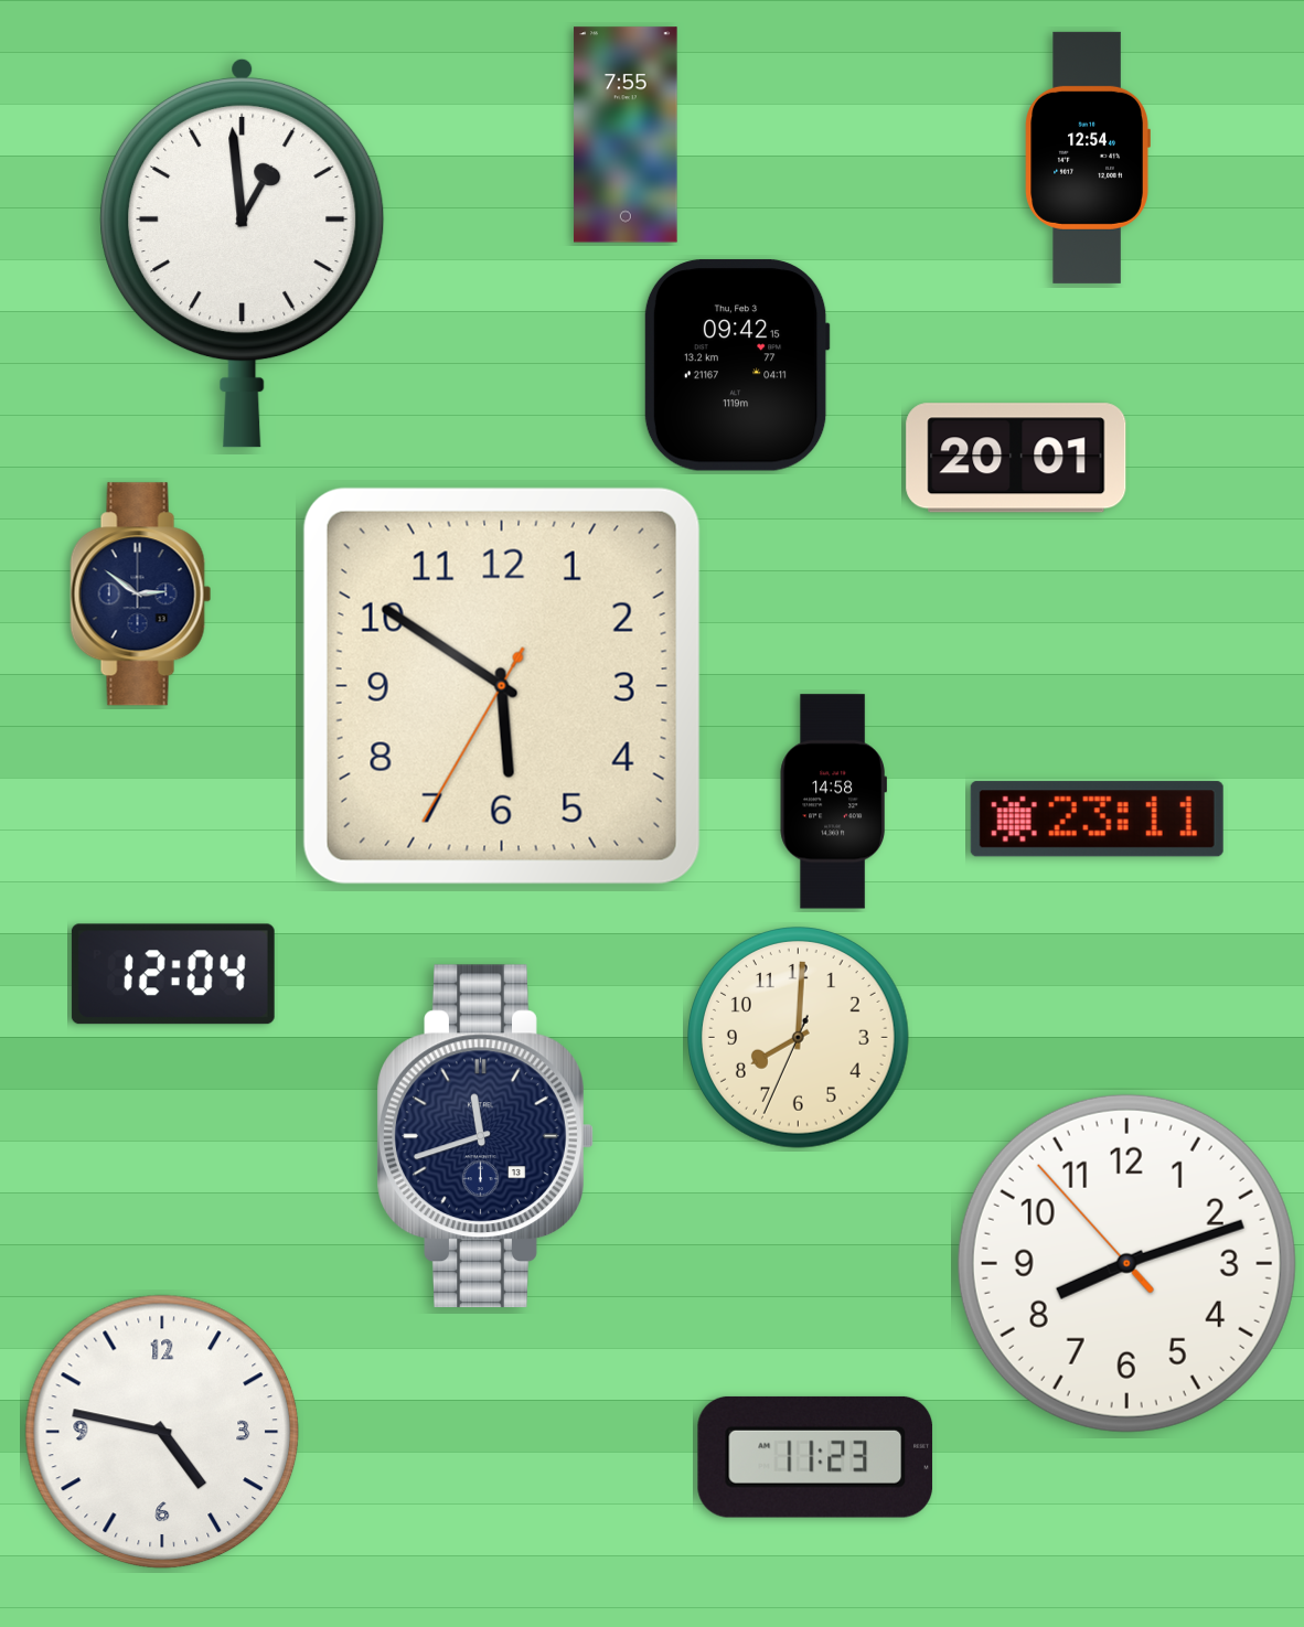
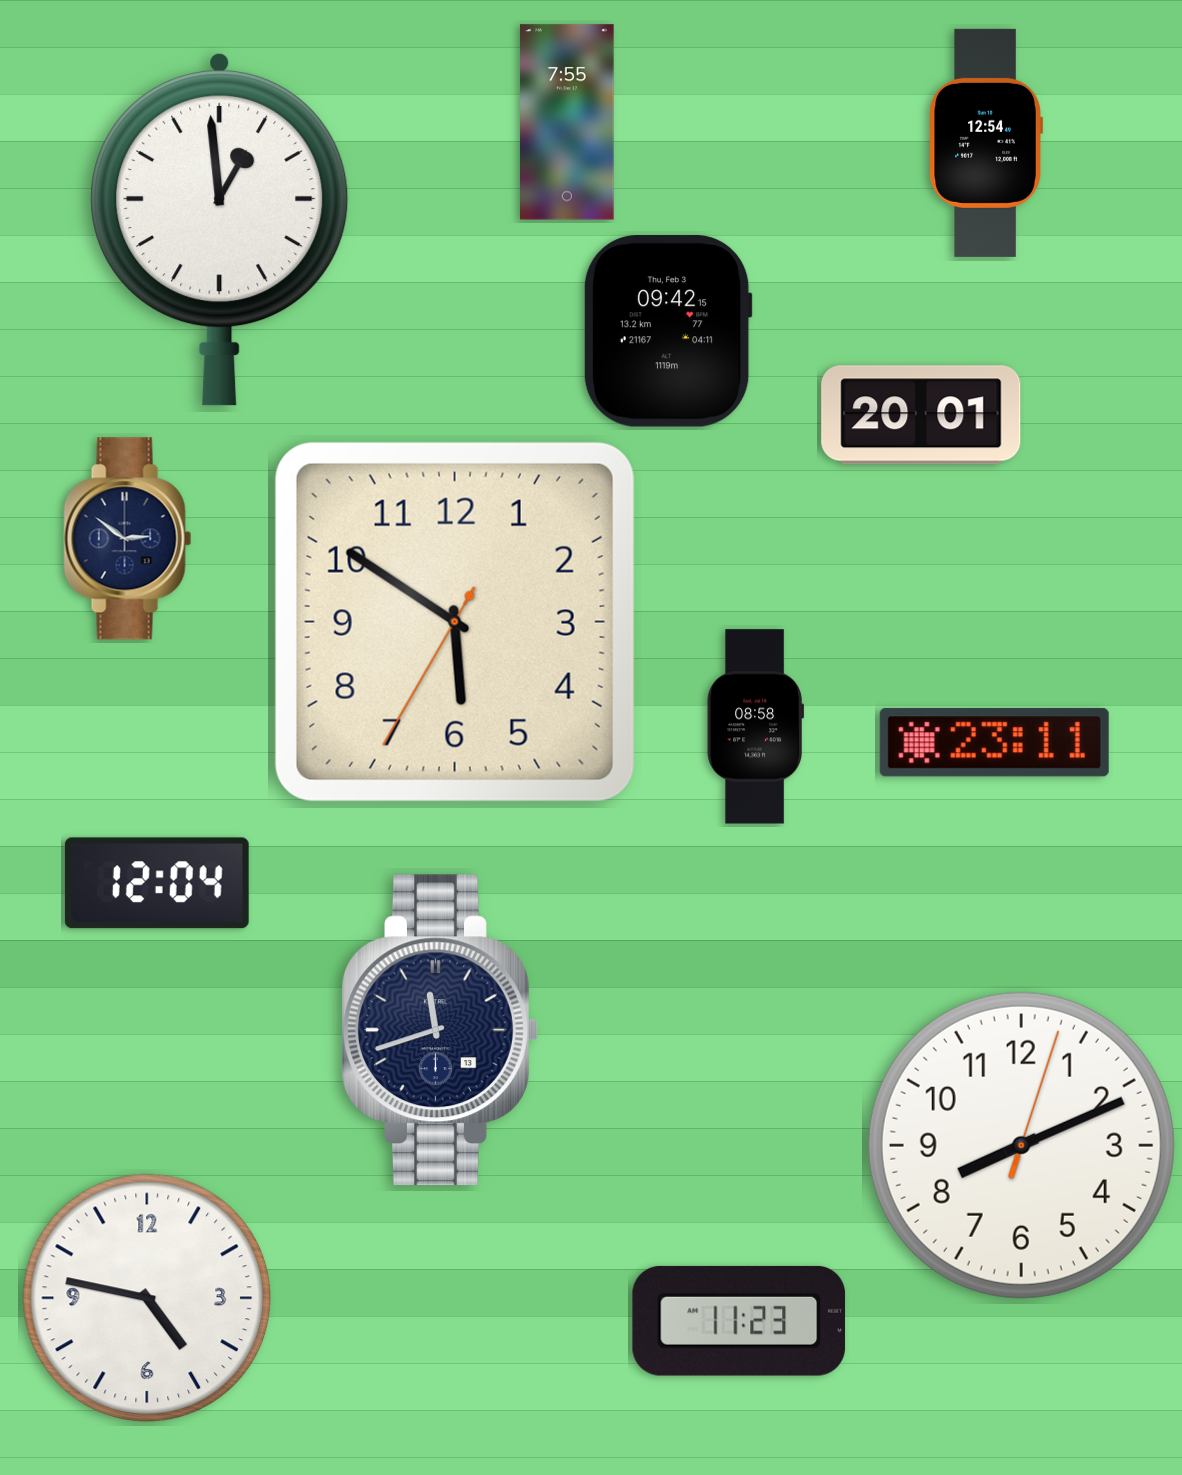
clock at (833, 802): 14:58 -> 08:58
clock at (799, 1038): 8:00 -> none
clock at (1126, 1263): 8:11:53 -> 8:11:03
